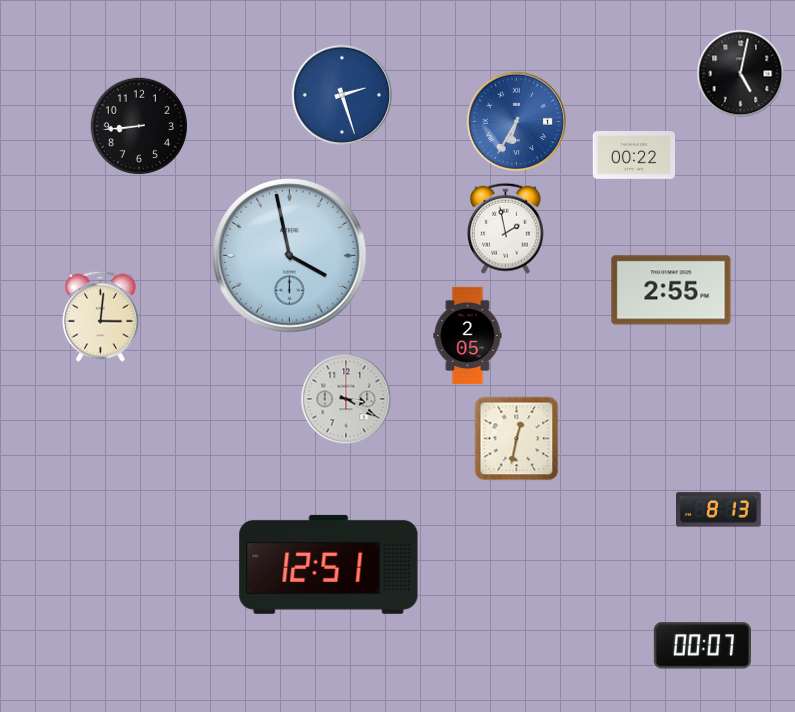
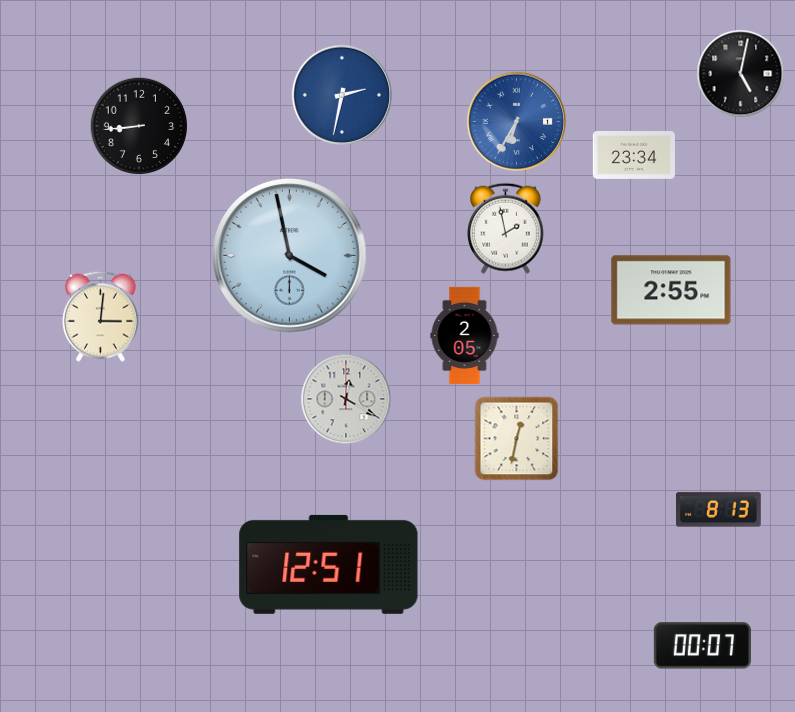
clock at (341, 94): 2:27 -> 2:32
clock at (634, 156): 00:22 -> 23:34
clock at (468, 335) position: (468, 335) -> (465, 335)
clock at (346, 399): 3:20 -> 12:20
